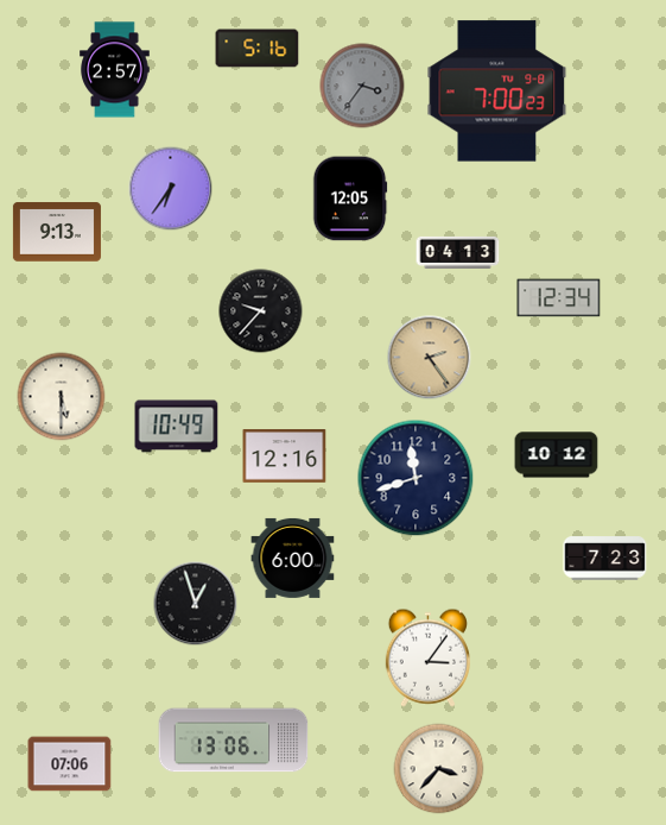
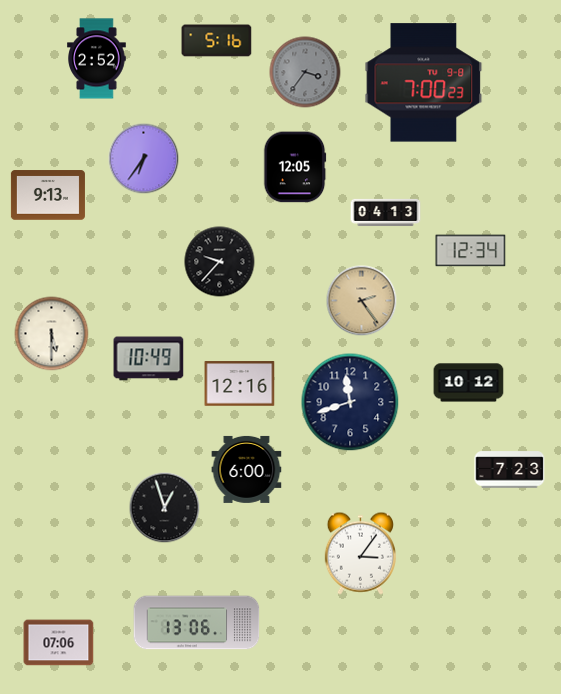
clock at (115, 70): 2:57 -> 2:52
clock at (497, 92) position: (497, 92) -> (424, 83)
clock at (439, 769): 3:37 -> none
